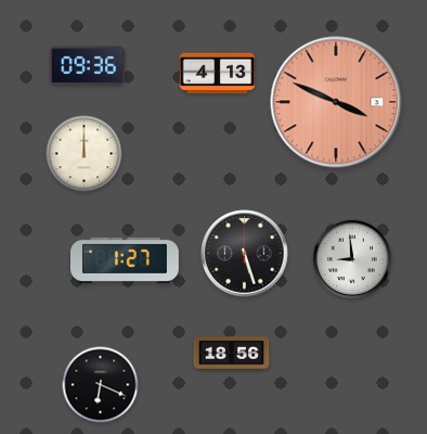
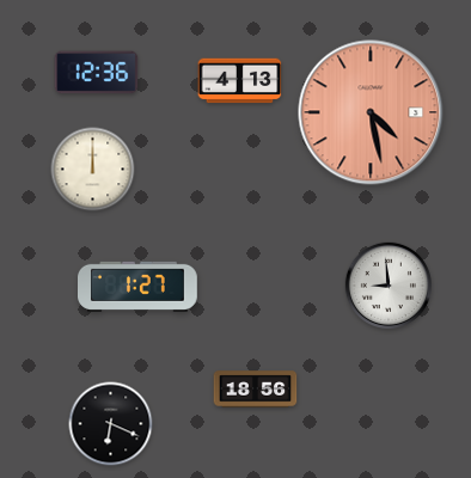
clock at (88, 66): 09:36 -> 12:36
clock at (336, 102): 3:49 -> 4:28
clock at (245, 254): 5:27 -> none
